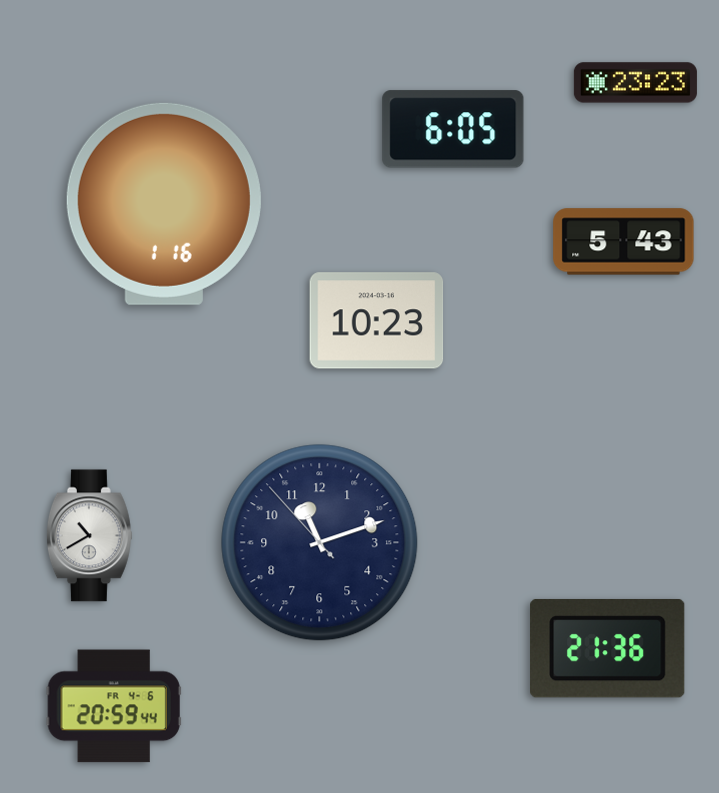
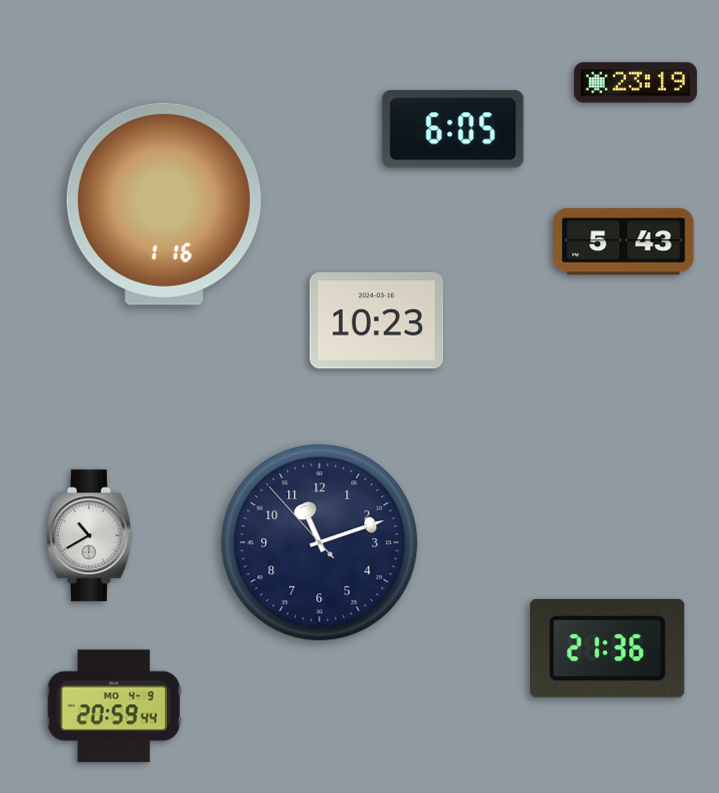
clock at (635, 83): 23:23 -> 23:19
clock at (114, 706) date: FR 4-6 -> MO 4-9
